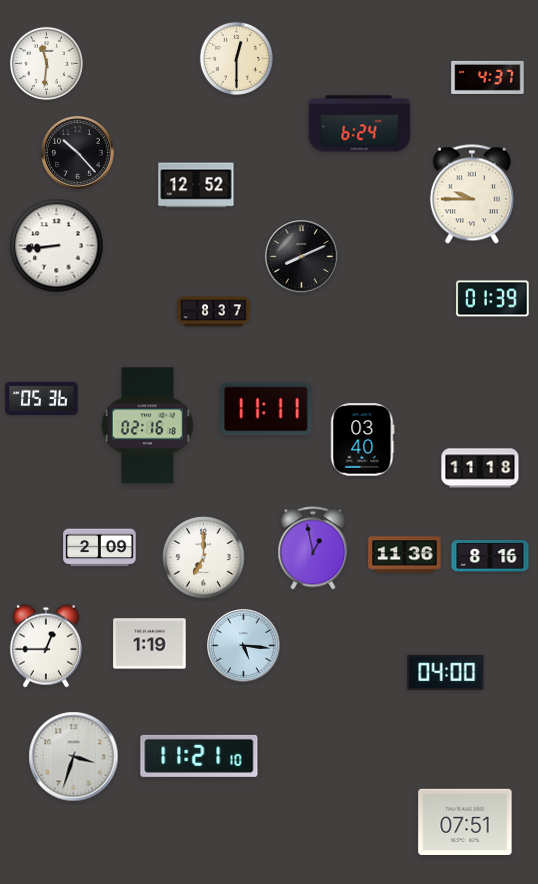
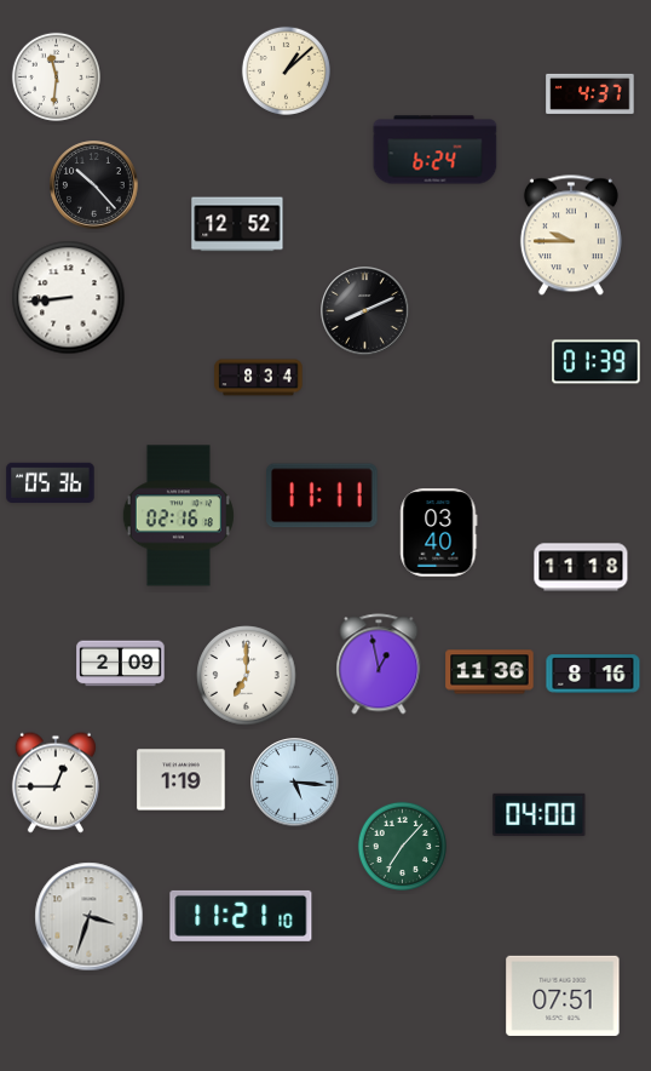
clock at (236, 58): 12:30 -> 1:08
clock at (214, 312): 8:37 -> 8:34
clock at (402, 846): none -> 7:07
